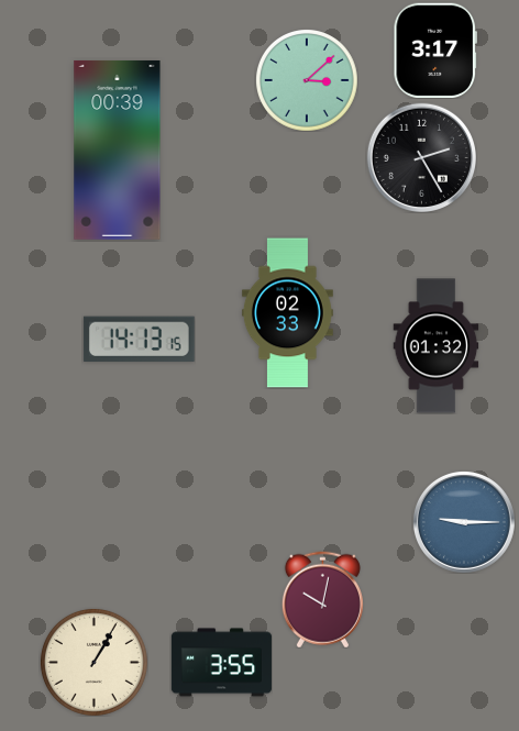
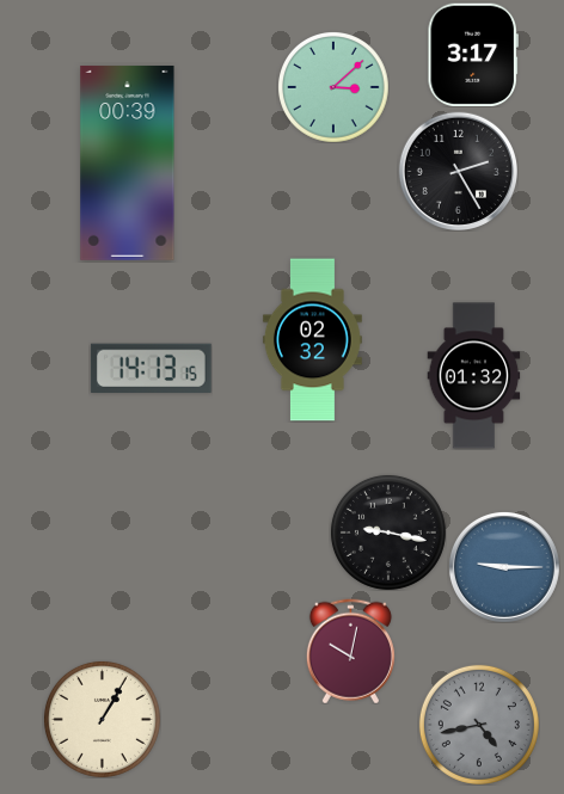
clock at (287, 313): 02:33 -> 02:32
clock at (388, 533): none -> 9:17
clock at (221, 663): 3:55 -> none
clock at (479, 725): none -> 4:43
